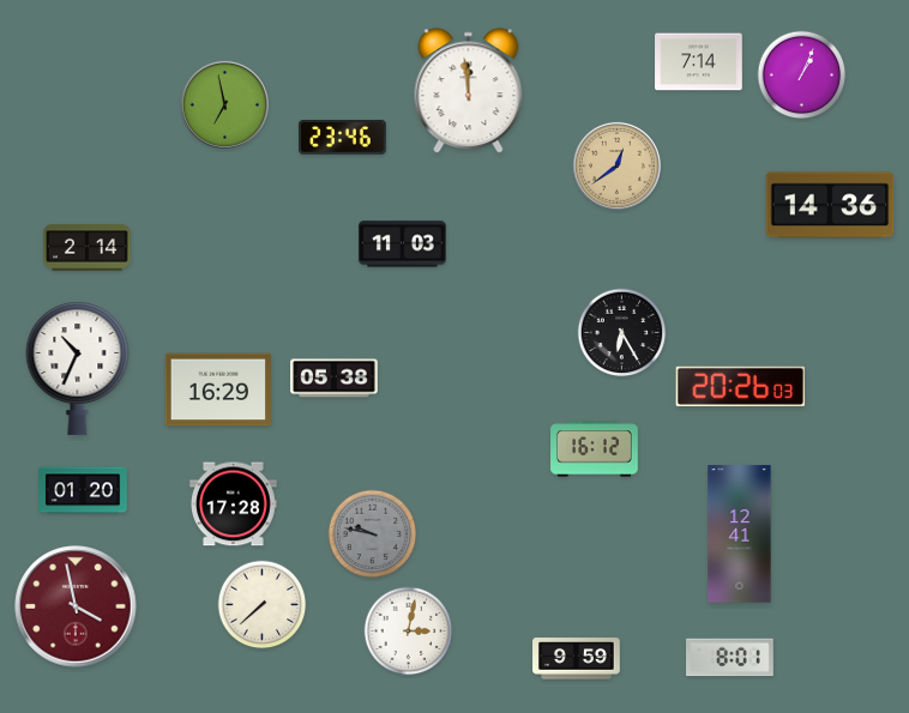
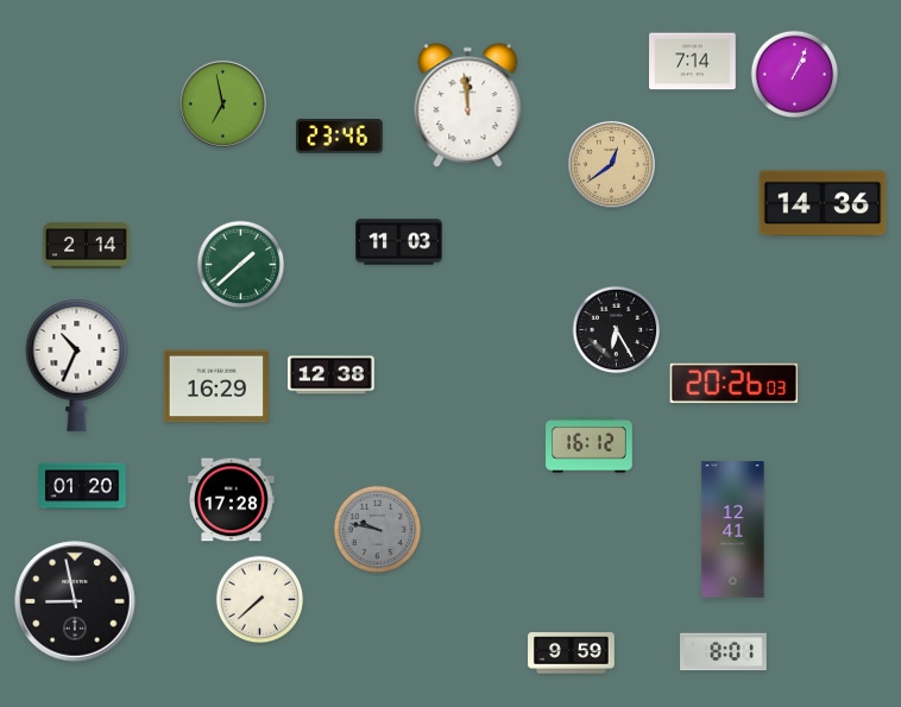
clock at (469, 91) position: (469, 91) -> (468, 106)
clock at (241, 265): none -> 1:38
clock at (335, 379): 05:38 -> 12:38
clock at (373, 534) position: (373, 534) -> (378, 530)
clock at (76, 606): 3:58 -> 8:58
clock at (76, 606) dial: burgundy -> black
clock at (409, 632): 3:02 -> none
